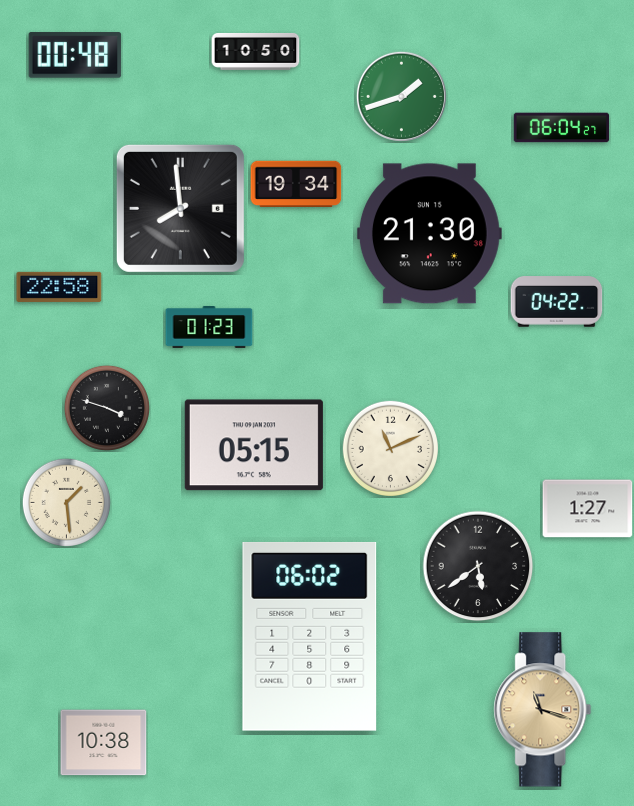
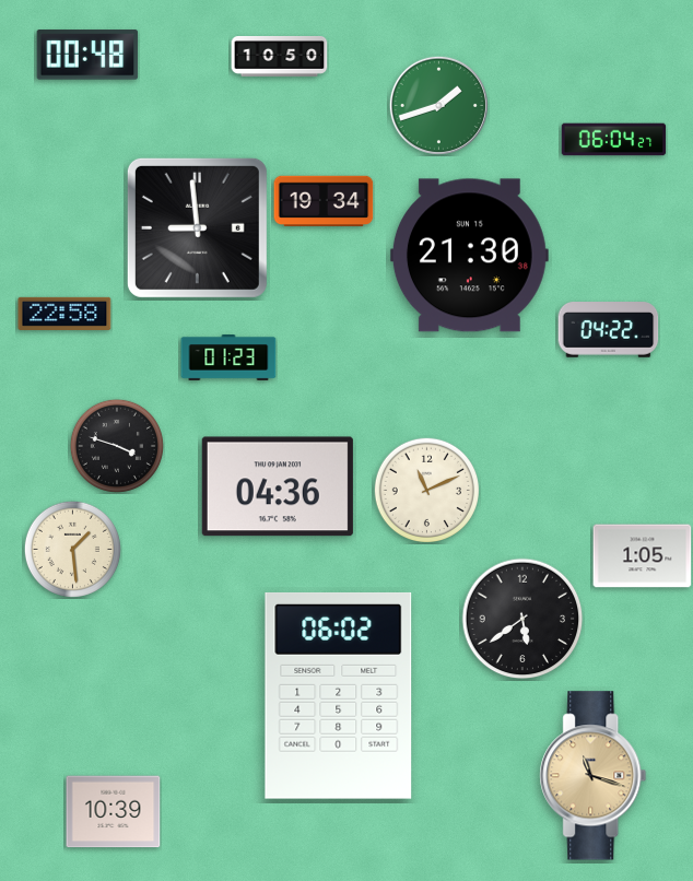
clock at (75, 55) position: (75, 55) -> (87, 55)
clock at (180, 208): 7:59 -> 8:59
clock at (254, 445): 05:15 -> 04:36
clock at (588, 509): 1:27 -> 1:05
clock at (104, 743): 10:38 -> 10:39
